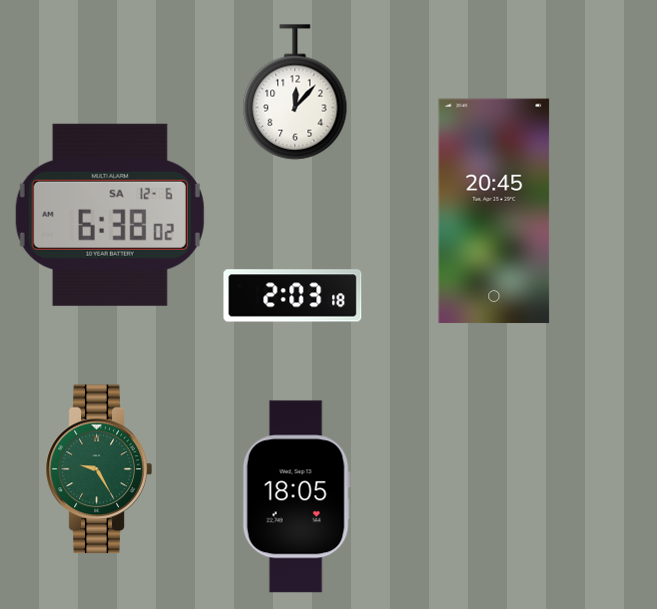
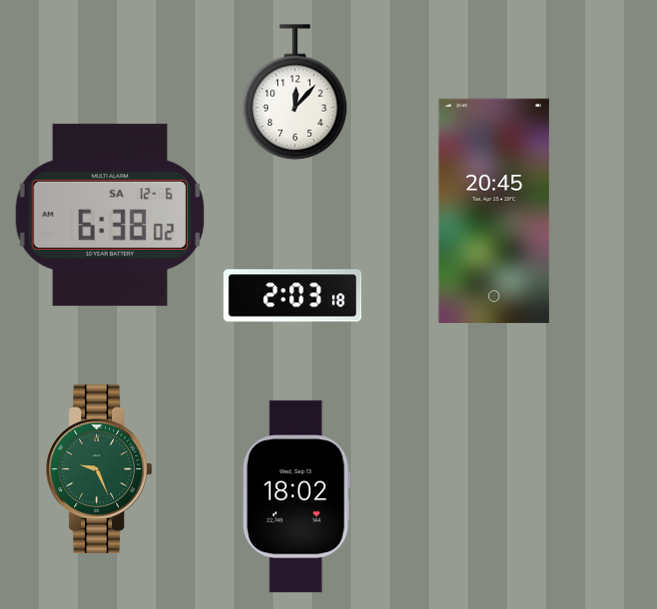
clock at (99, 469): 9:25 -> 9:26
clock at (296, 497): 18:05 -> 18:02
